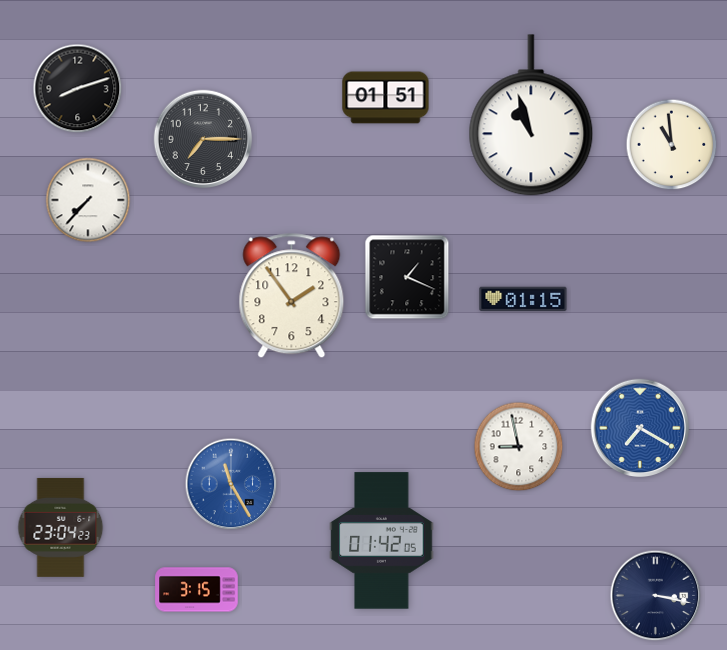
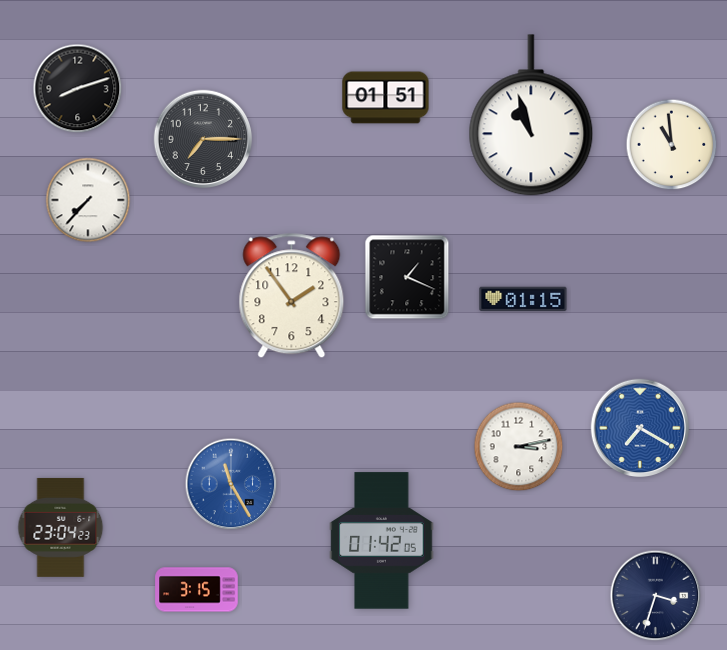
clock at (519, 447): 8:58 -> 3:13
clock at (656, 596): 3:17 -> 3:33
